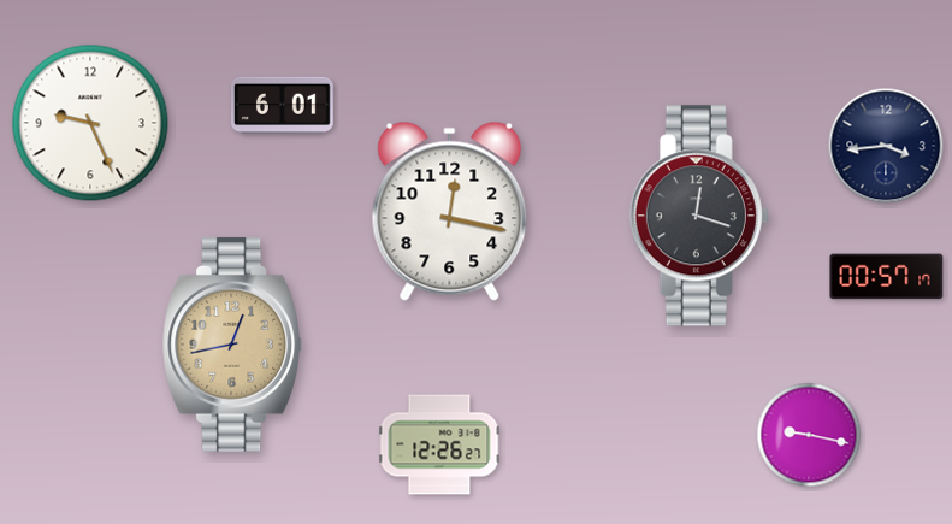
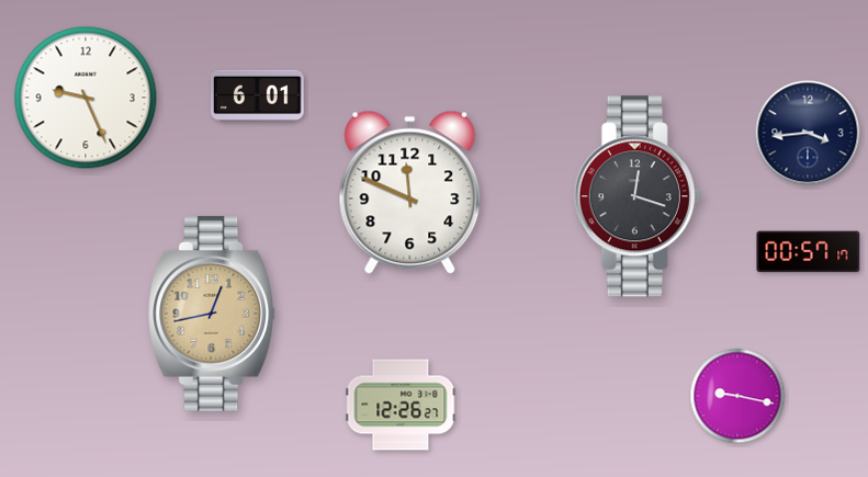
clock at (90, 123) position: (90, 123) -> (86, 98)
clock at (450, 211): 12:17 -> 11:49
